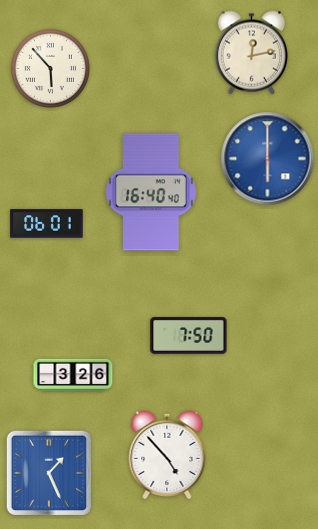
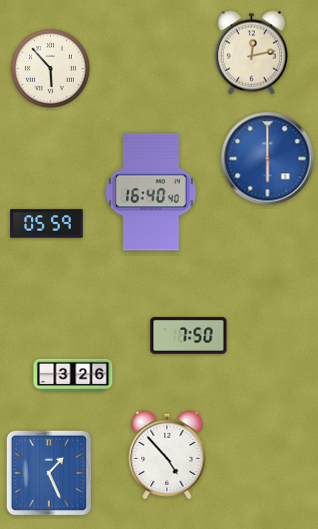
clock at (47, 224): 06:01 -> 05:59
